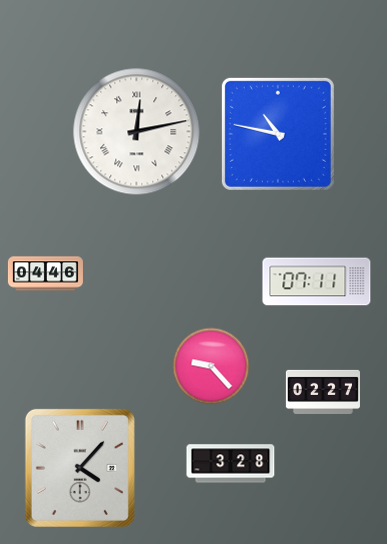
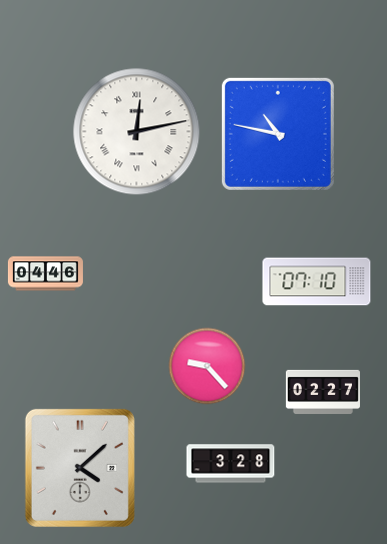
clock at (317, 282): 07:11 -> 07:10
clock at (211, 366) position: (211, 366) -> (207, 366)
clock at (80, 468): 4:07 -> 4:08
